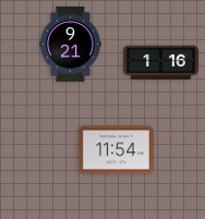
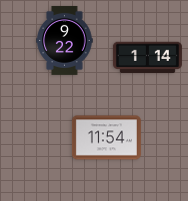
clock at (71, 44): 9:21 -> 9:22
clock at (160, 63): 1:16 -> 1:14
